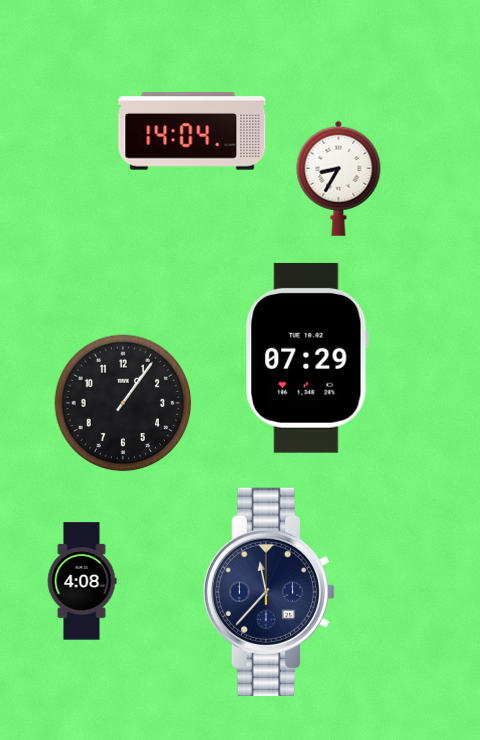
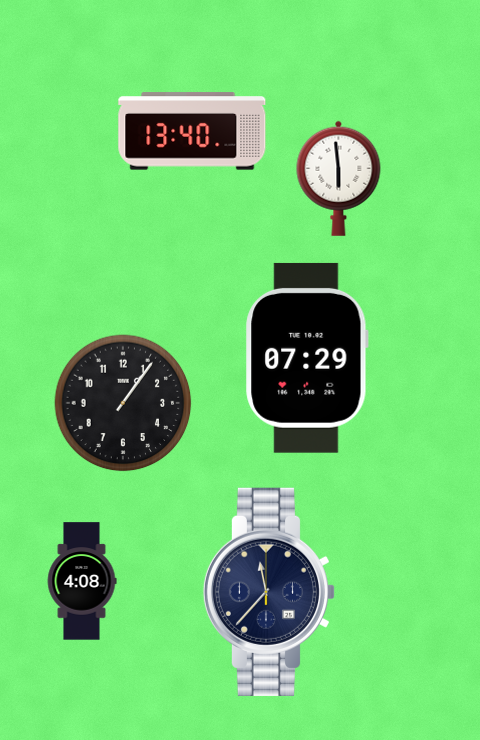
clock at (192, 131): 14:04 -> 13:40
clock at (339, 178): 8:35 -> 5:59
